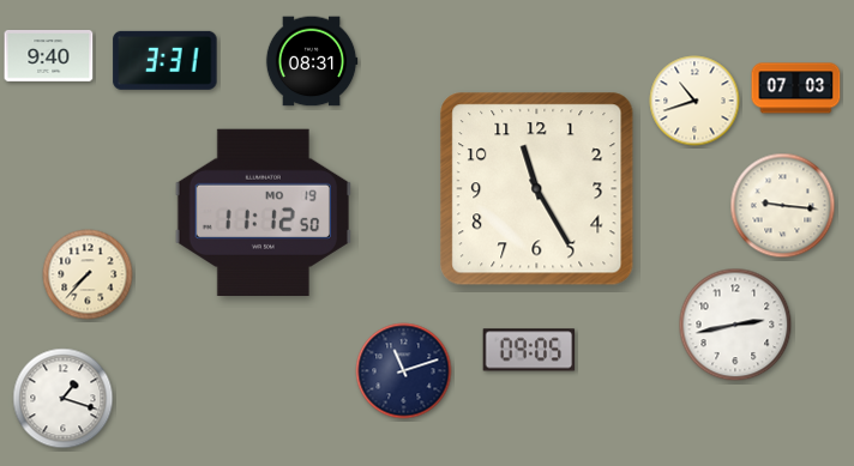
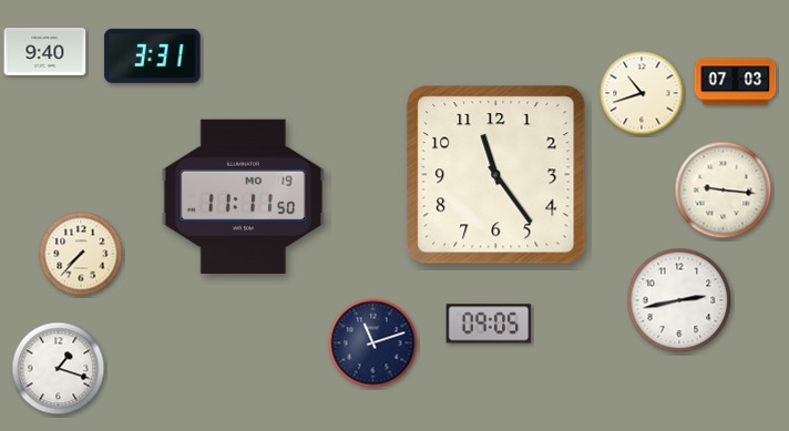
clock at (312, 61): 08:31 -> none
clock at (537, 189): 11:25 -> 11:24
clock at (263, 212): 11:12 -> 11:11
